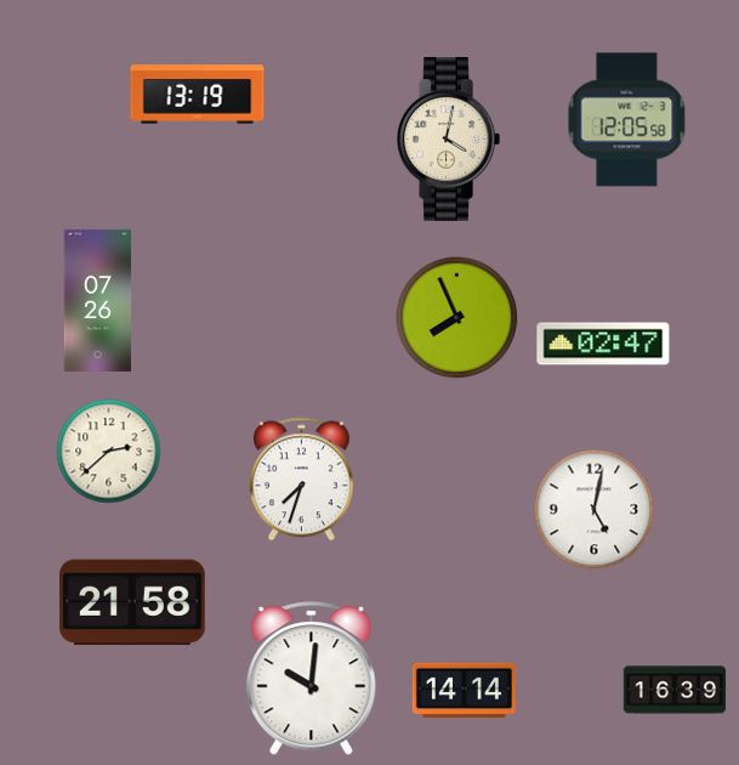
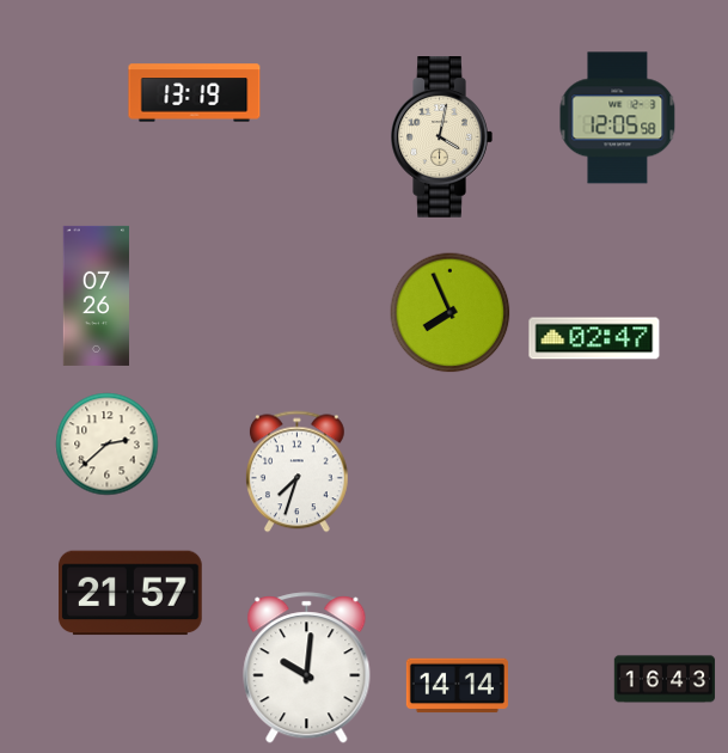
clock at (595, 510): 5:02 -> none
clock at (132, 602): 21:58 -> 21:57
clock at (675, 690): 16:39 -> 16:43
clock at (464, 691) position: (464, 691) -> (457, 686)
